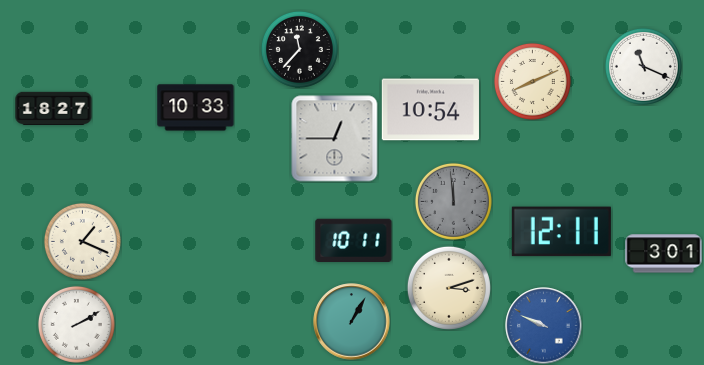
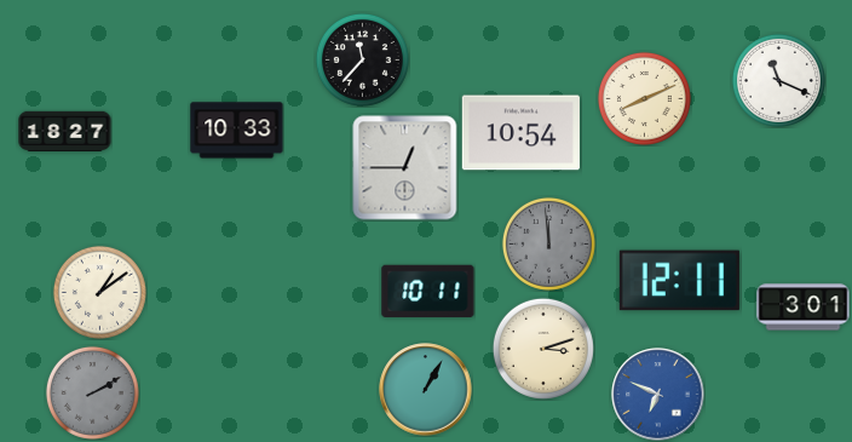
clock at (82, 241): 1:19 -> 1:09
clock at (76, 324) dial: white -> grey
clock at (544, 326): 9:49 -> 6:49
